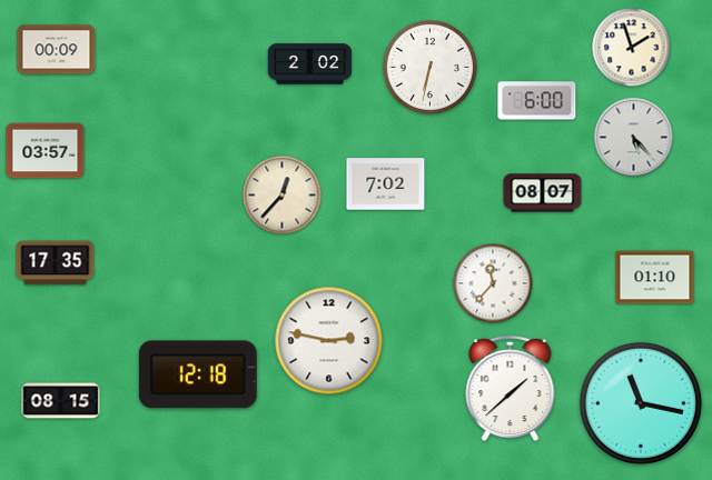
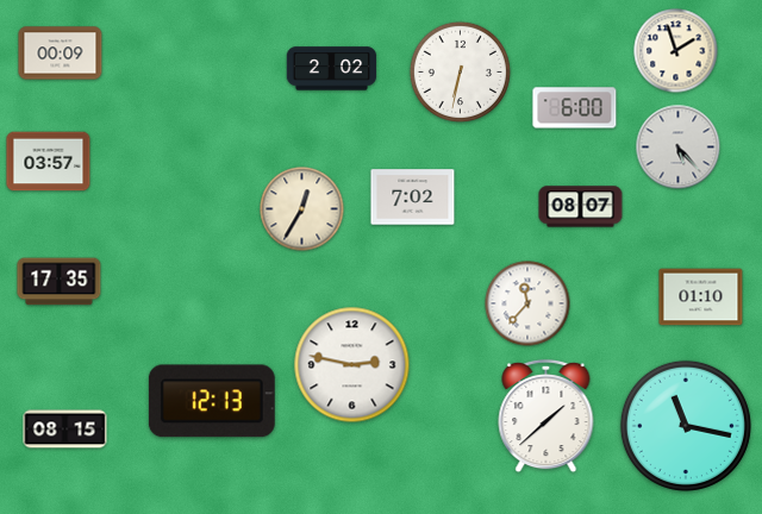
clock at (283, 196): 12:37 -> 12:35
clock at (198, 374): 12:18 -> 12:13
clock at (641, 403) position: (641, 403) -> (686, 426)
